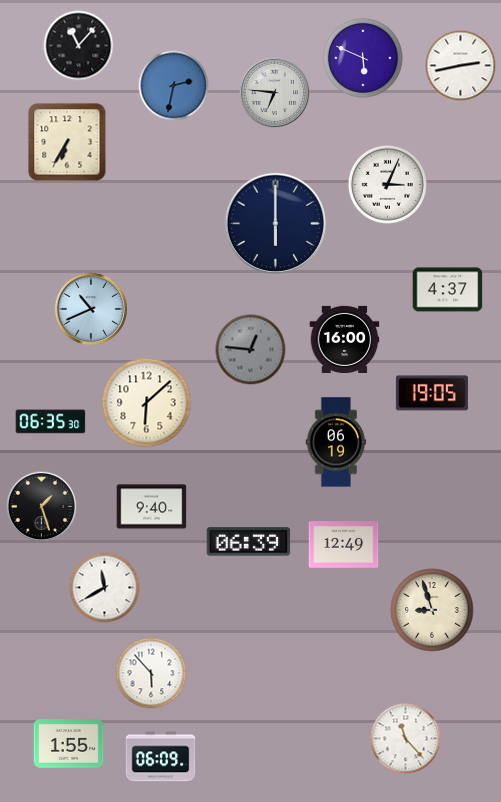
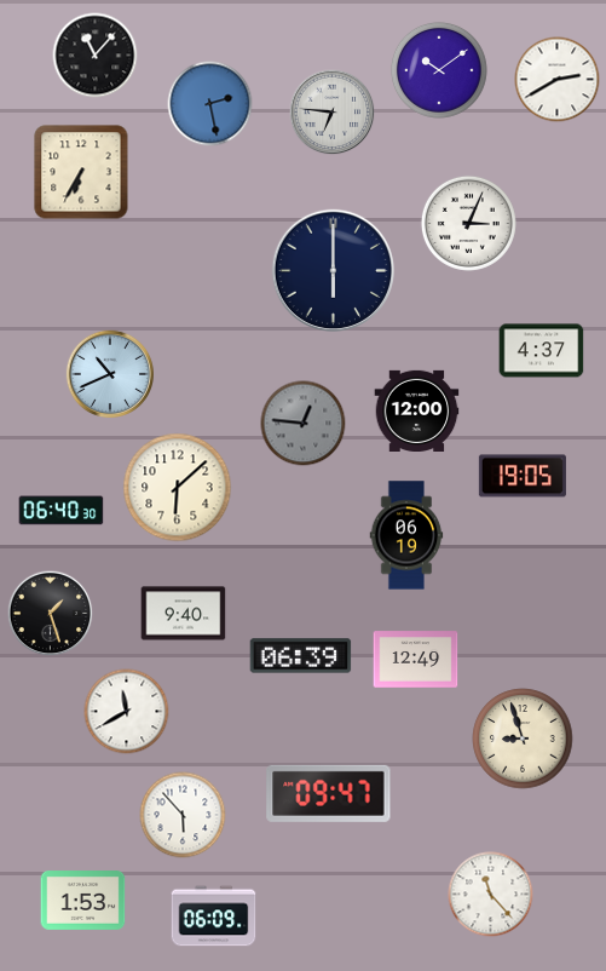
clock at (363, 58): 5:49 -> 10:09
clock at (461, 66): 2:43 -> 2:40
clock at (174, 86): 2:32 -> 2:28
clock at (345, 339): 16:00 -> 12:00
clock at (51, 422): 06:35 -> 06:40
clock at (329, 793): none -> 09:47
clock at (69, 744): 1:55 -> 1:53
clock at (161, 757) position: (161, 757) -> (214, 917)
